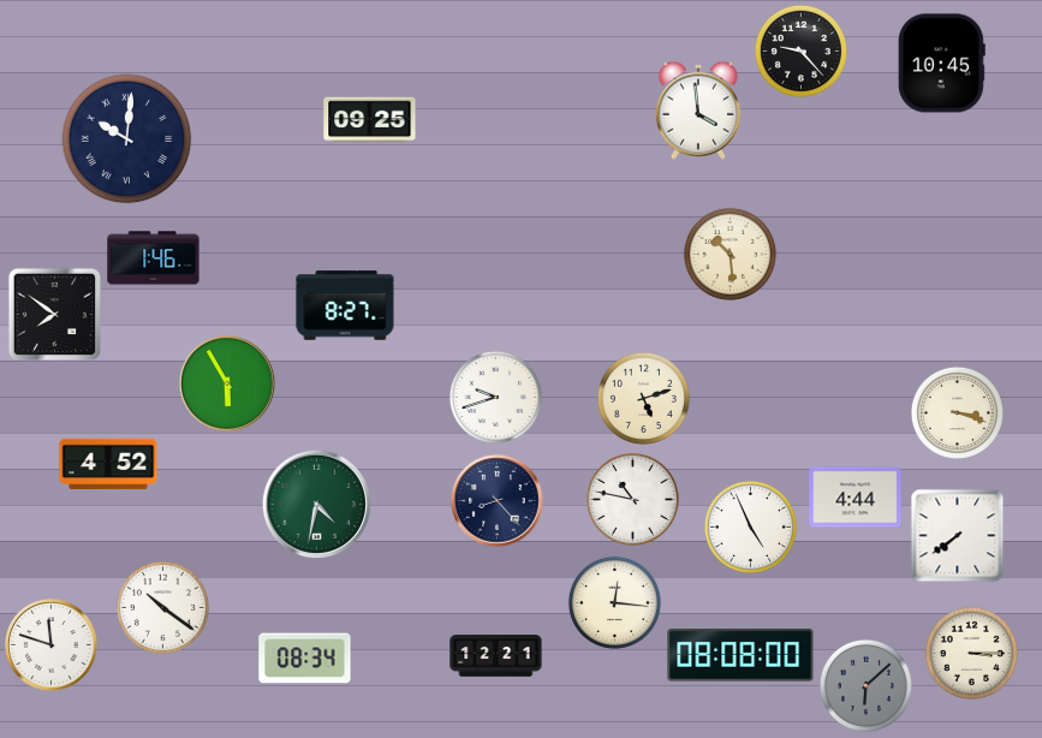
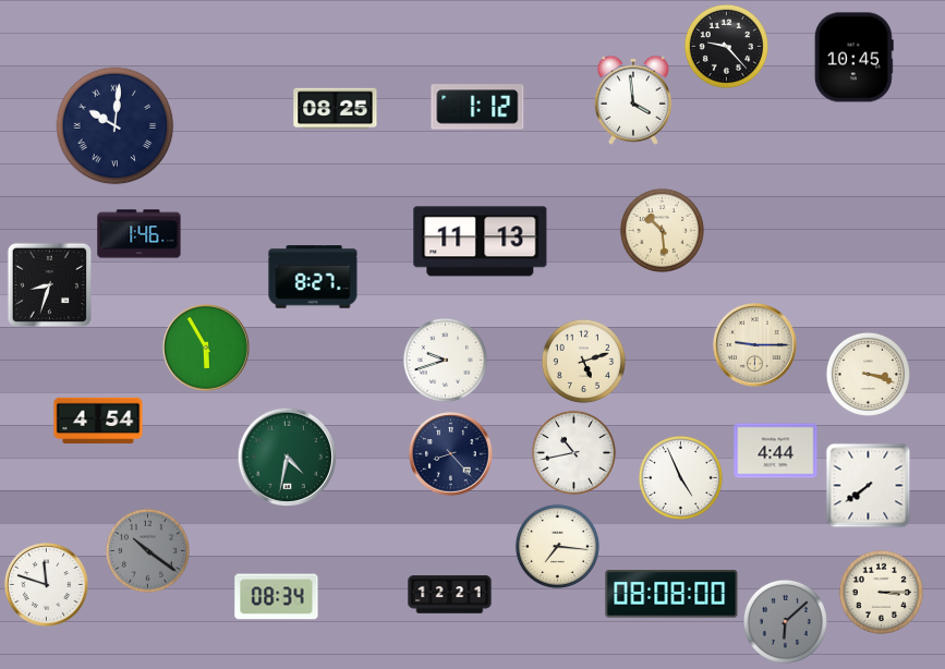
clock at (477, 107): none -> 1:12
clock at (370, 120): 09:25 -> 08:25
clock at (481, 242): none -> 11:13
clock at (54, 314): 7:51 -> 8:33
clock at (755, 345): none -> 9:15
clock at (495, 397) position: (495, 397) -> (445, 360)
clock at (108, 464): 4:52 -> 4:54
clock at (632, 499): 10:47 -> 10:43
clock at (614, 602): 12:16 -> 7:16
clock at (162, 607) dial: white -> grey
